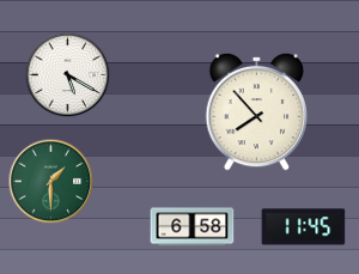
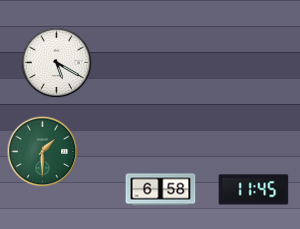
clock at (257, 111): 7:53 -> none
